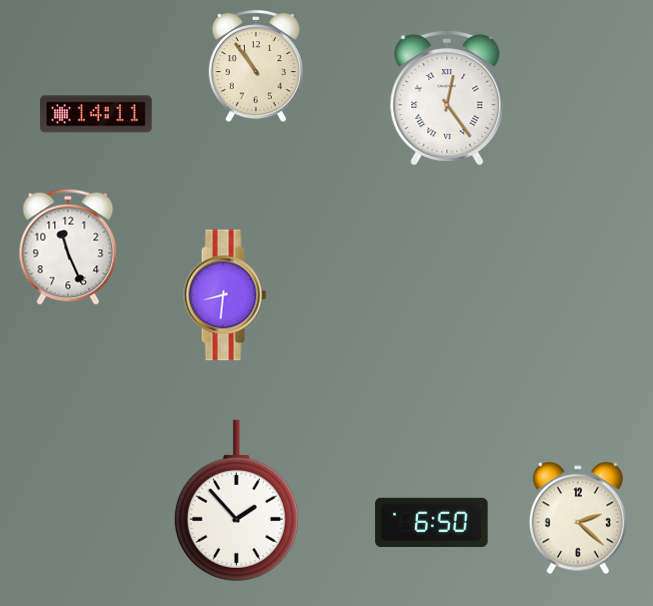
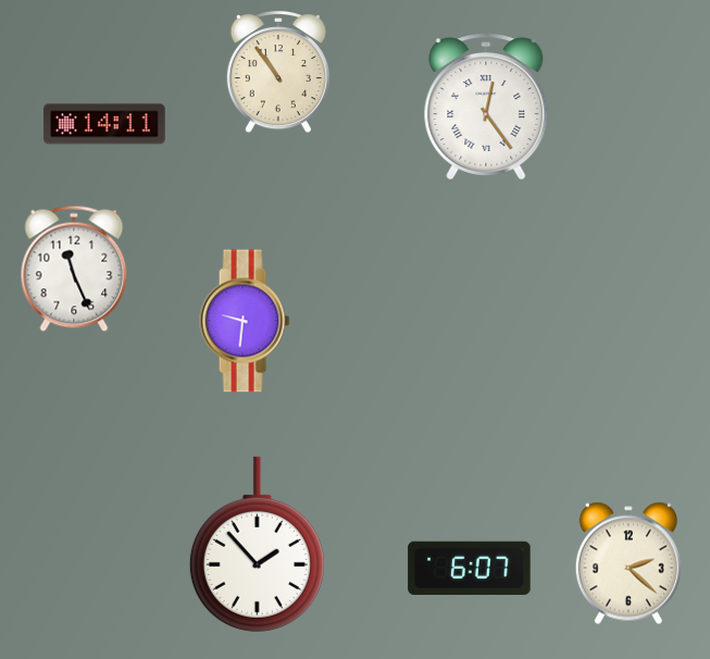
clock at (225, 295): 8:31 -> 9:31
clock at (432, 522): 6:50 -> 6:07
